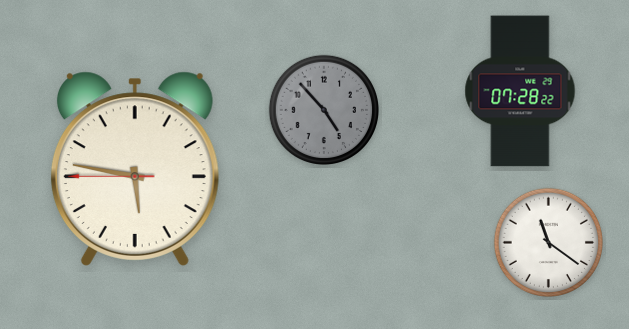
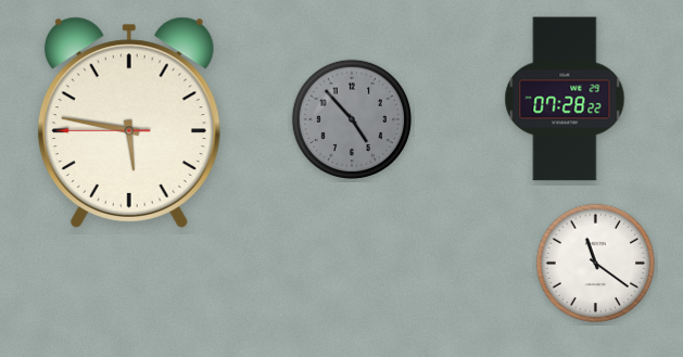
clock at (135, 169) position: (135, 169) -> (129, 123)
